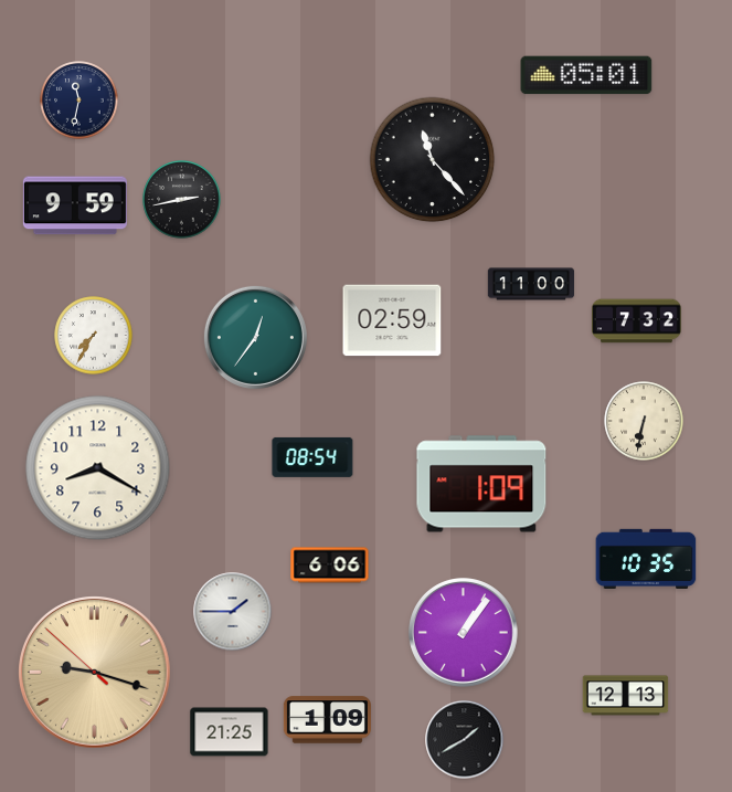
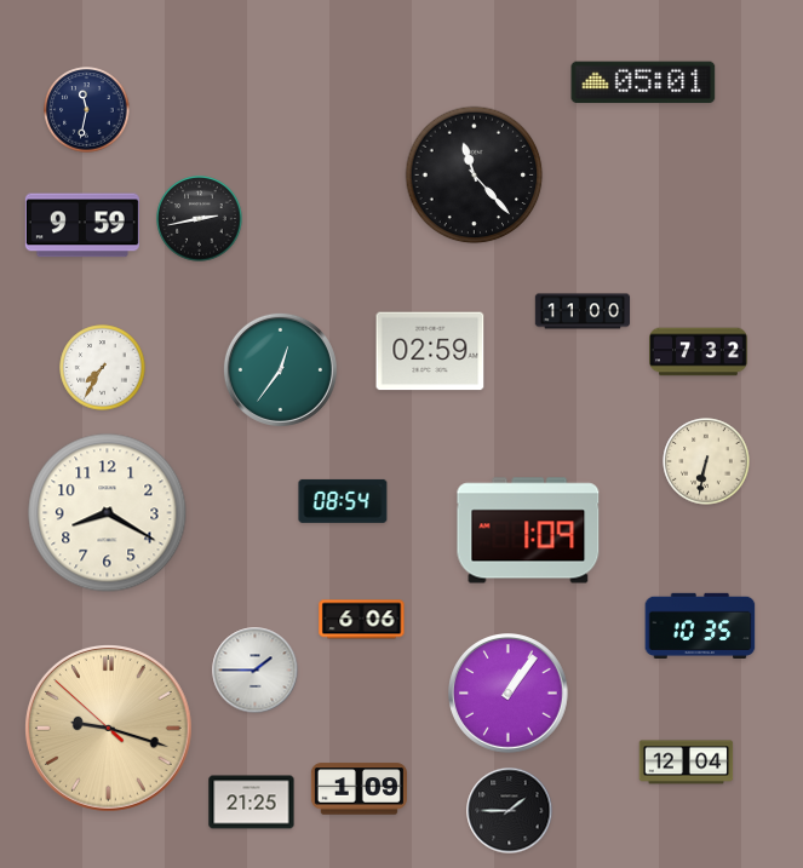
clock at (646, 559) position: (646, 559) -> (700, 626)
clock at (95, 673) position: (95, 673) -> (109, 729)
clock at (626, 696): 12:13 -> 12:04
clock at (465, 740): 1:40 -> 1:45
